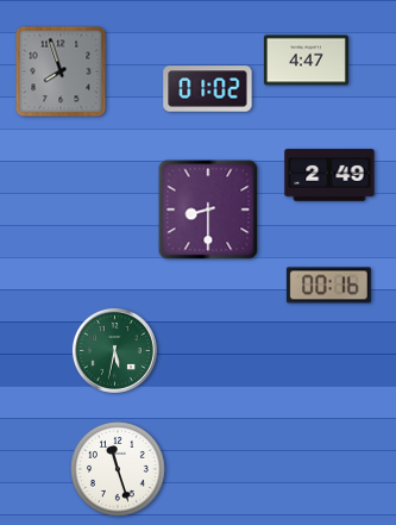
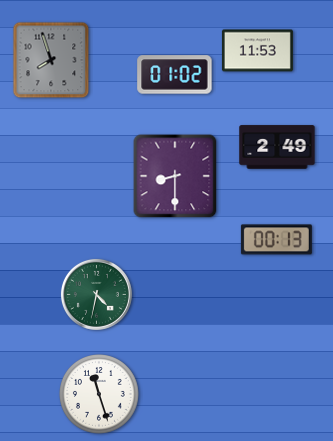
clock at (306, 61): 4:47 -> 11:53
clock at (328, 286): 00:16 -> 00:13
clock at (114, 350): 5:32 -> 4:32
